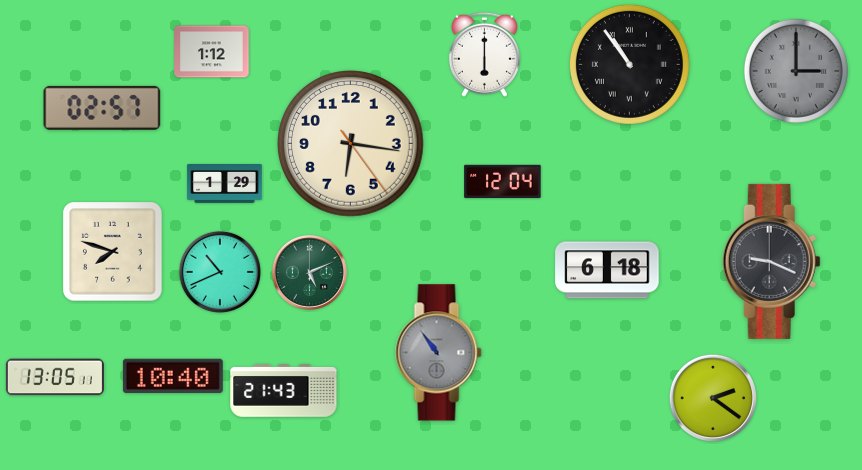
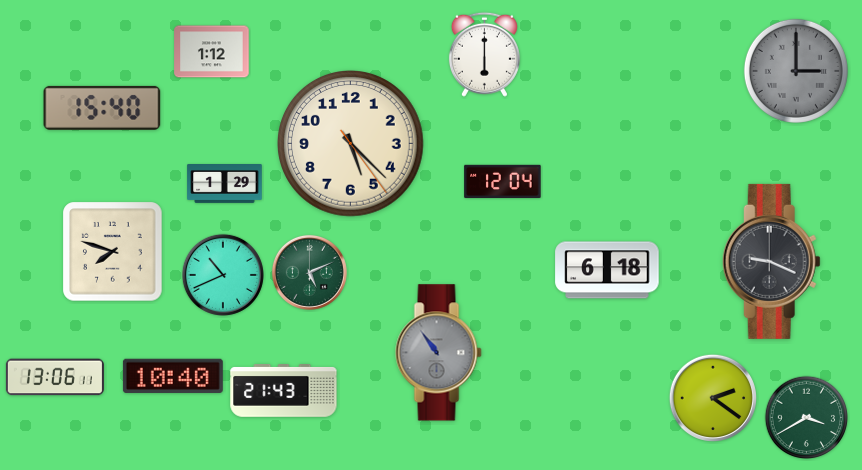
clock at (629, 64): 10:54 -> none
clock at (102, 108): 02:57 -> 15:40
clock at (351, 144): 6:16 -> 5:22
clock at (220, 272) position: (220, 272) -> (223, 275)
clock at (55, 377): 13:05 -> 13:06
clock at (807, 418): none -> 3:40
